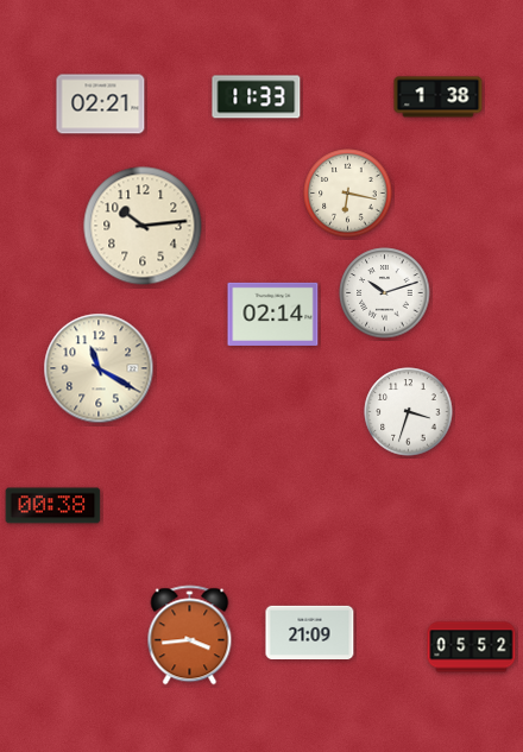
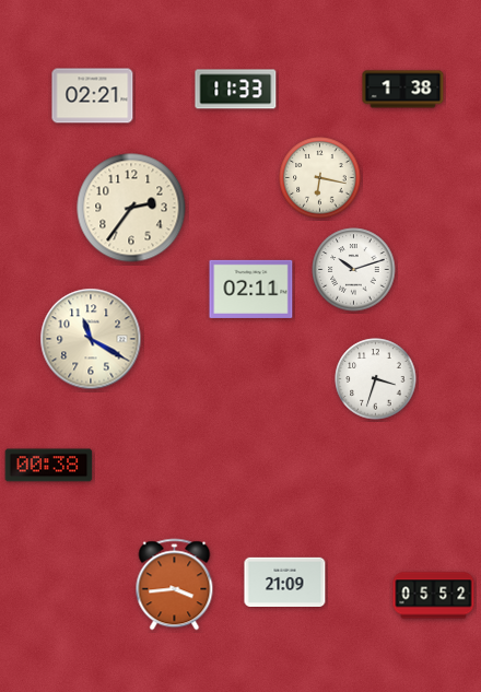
clock at (143, 226): 10:14 -> 2:36
clock at (273, 314): 02:14 -> 02:11
